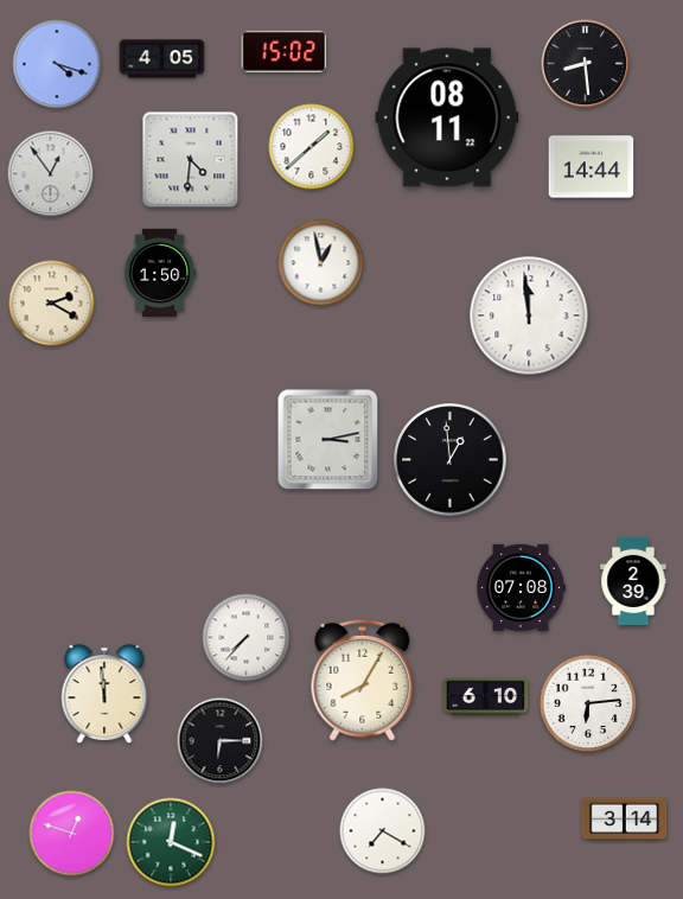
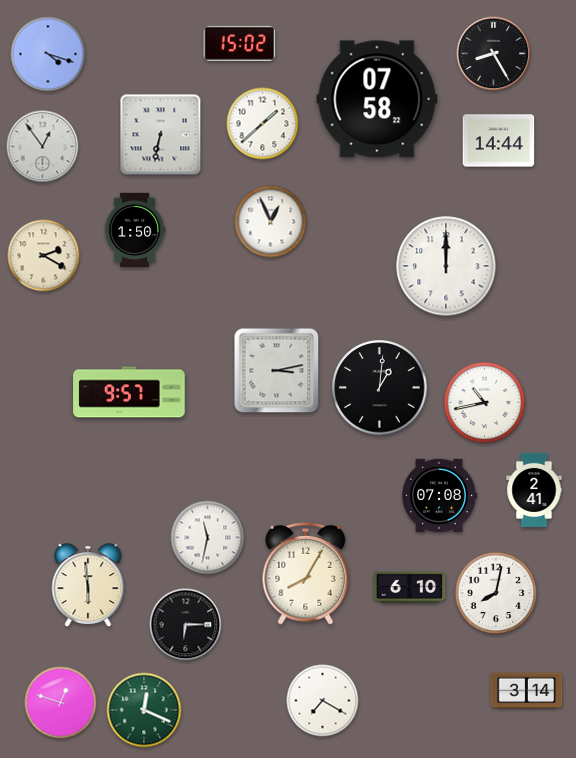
clock at (162, 59): 4:05 -> none
clock at (586, 64): 8:29 -> 8:25
clock at (447, 117): 08:11 -> 07:58
clock at (191, 160): 4:31 -> 6:32
clock at (321, 263): 12:58 -> 12:56
clock at (529, 315): 11:59 -> 12:00
clock at (451, 460): 12:59 -> 1:01
clock at (129, 392): none -> 9:57
clock at (485, 403): none -> 10:43
clock at (633, 581): 2:39 -> 2:41
clock at (247, 638): 7:37 -> 11:32
clock at (104, 694): 11:59 -> 5:59
clock at (588, 703): 6:14 -> 8:02
